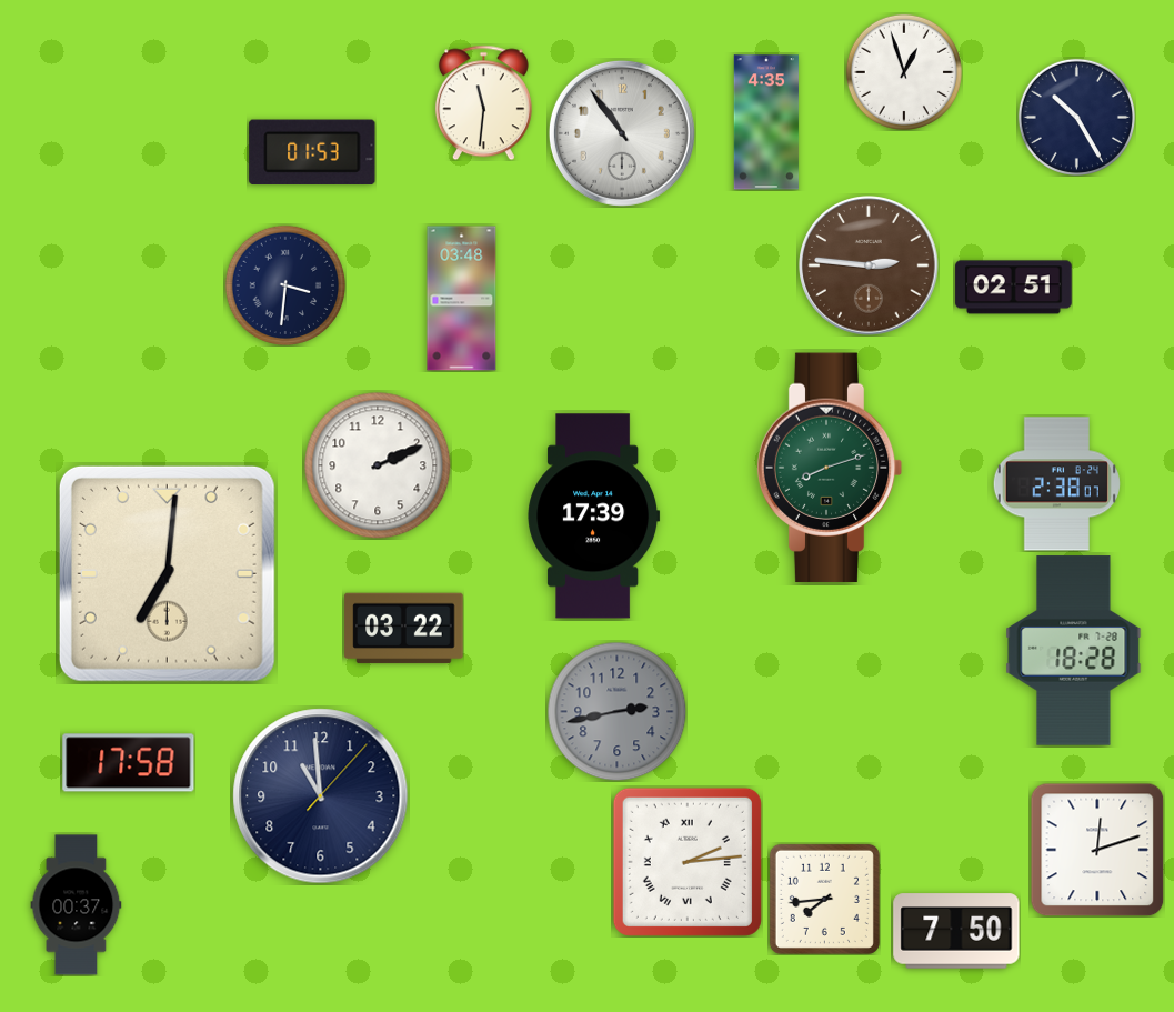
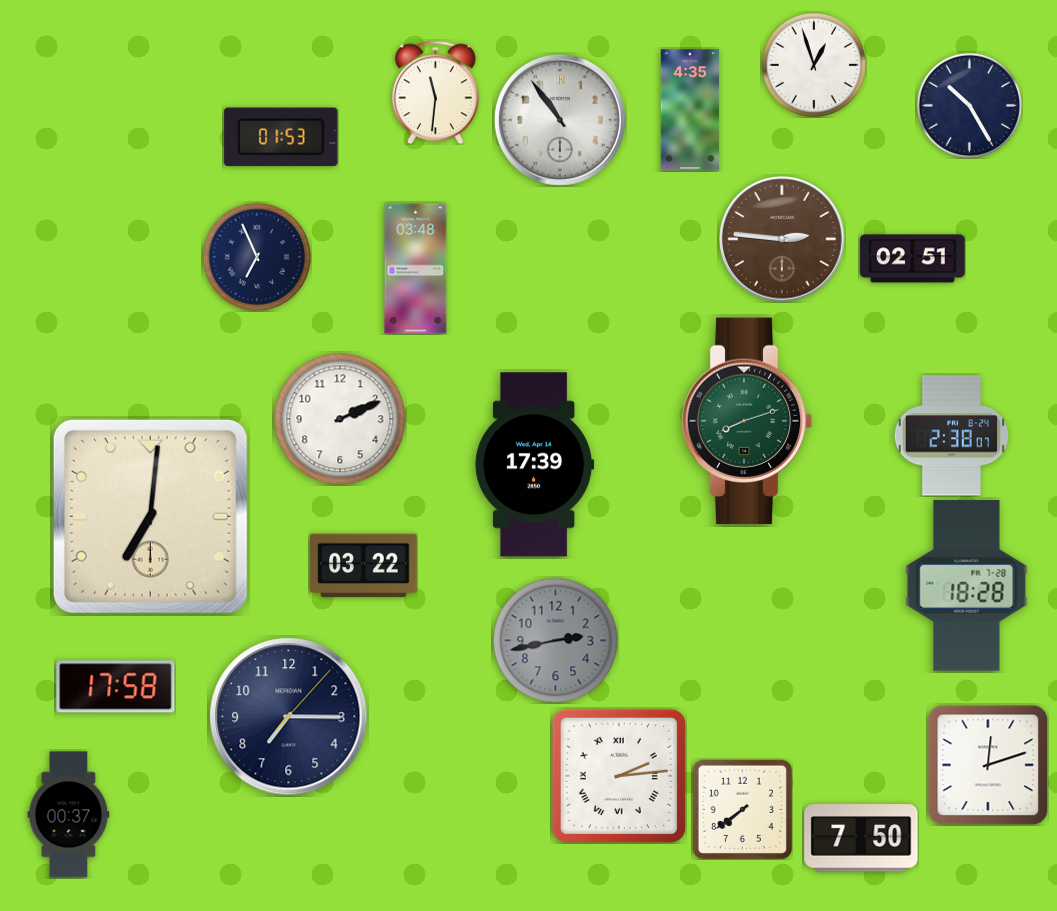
clock at (285, 285): 3:31 -> 6:56
clock at (321, 796): 10:59 -> 7:15
clock at (824, 899): 7:44 -> 7:39
